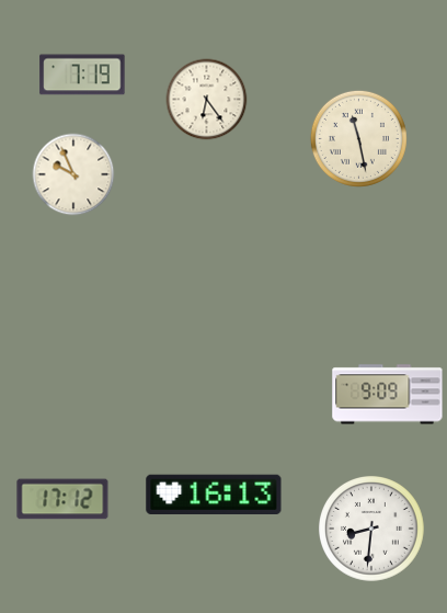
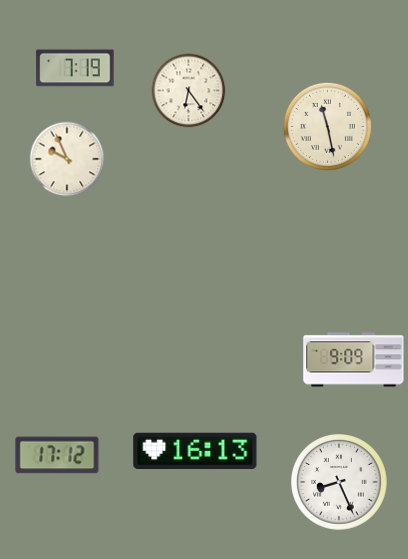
clock at (373, 530): 8:31 -> 8:26
